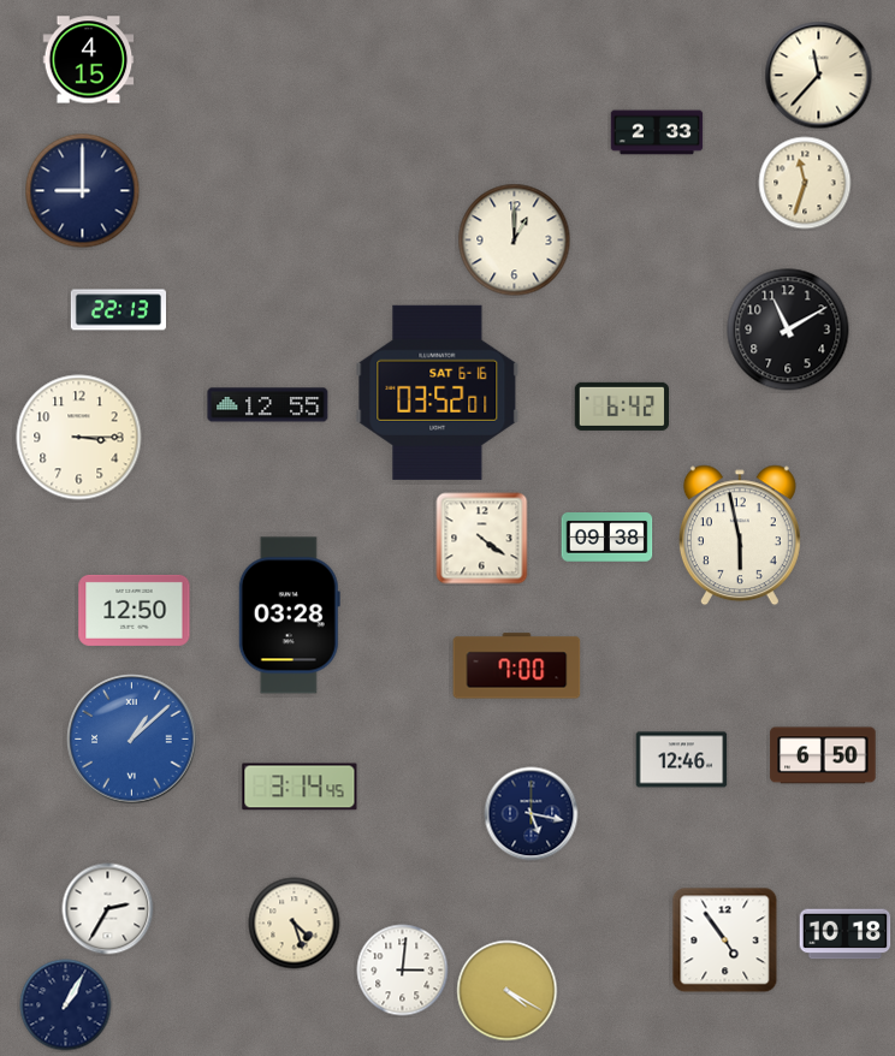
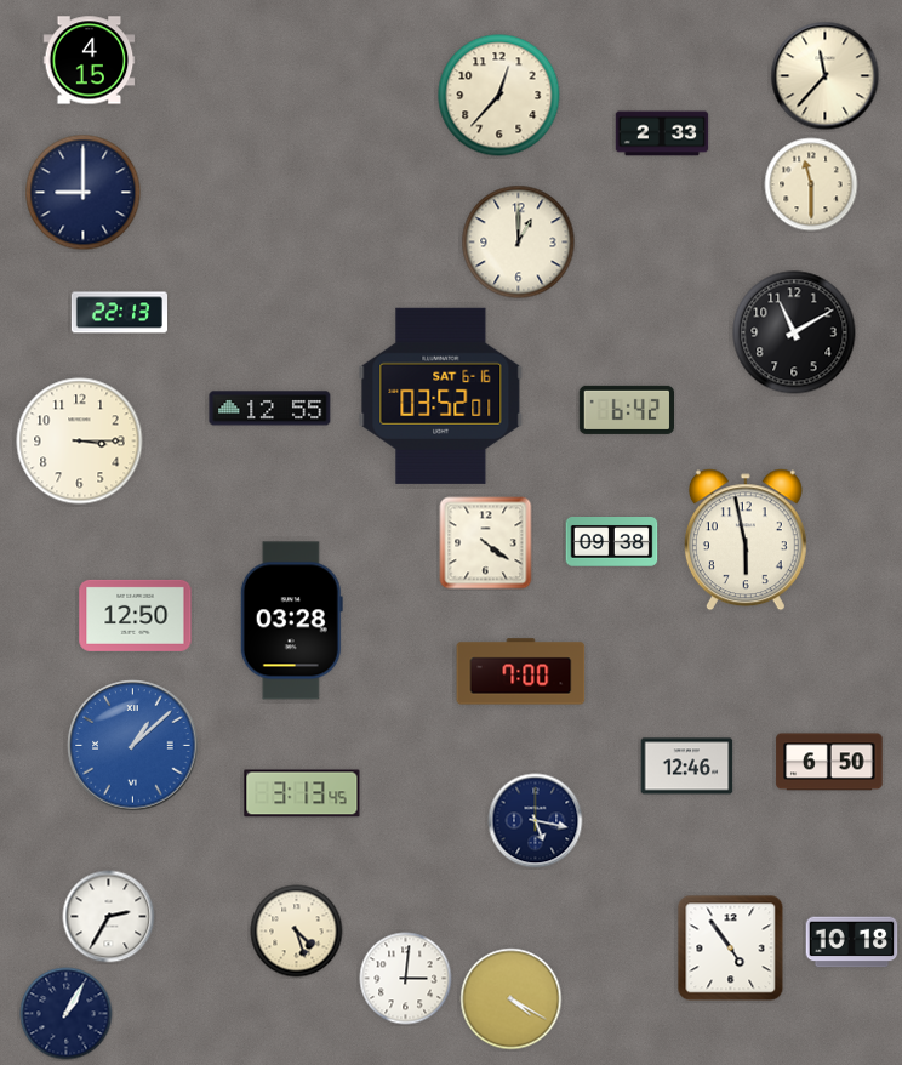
clock at (499, 96): none -> 12:37
clock at (805, 183): 11:33 -> 11:30
clock at (300, 787): 3:14 -> 3:13
